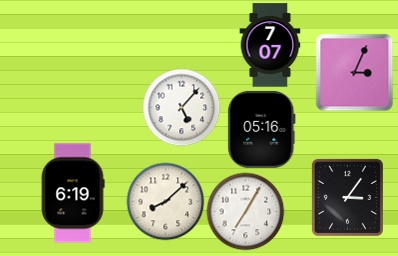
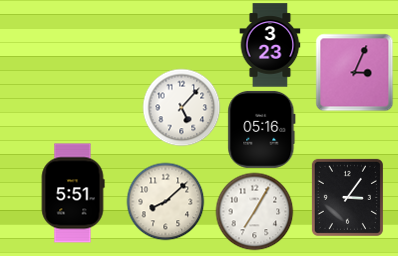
clock at (270, 45): 7:07 -> 3:23
clock at (73, 193): 6:19 -> 5:51
clock at (245, 211) position: (245, 211) -> (254, 211)
